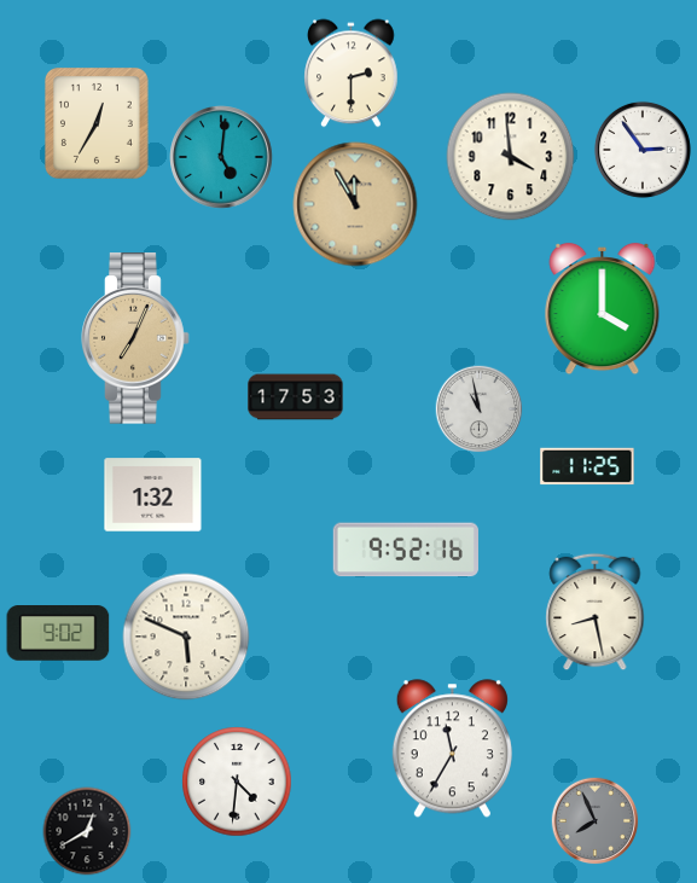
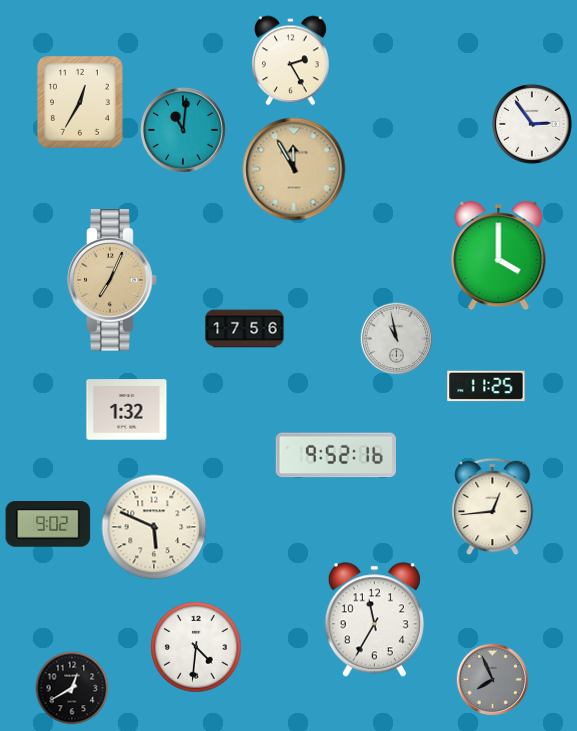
clock at (352, 74): 2:30 -> 2:25
clock at (221, 157): 5:01 -> 11:01
clock at (511, 157): 3:59 -> none
clock at (296, 397): 17:53 -> 17:56
clock at (596, 612): 8:28 -> 12:44
